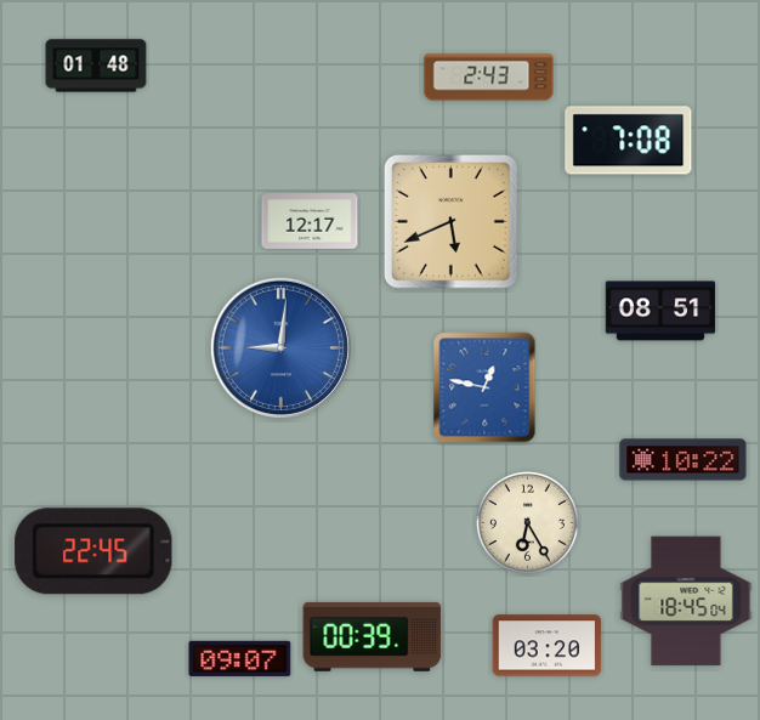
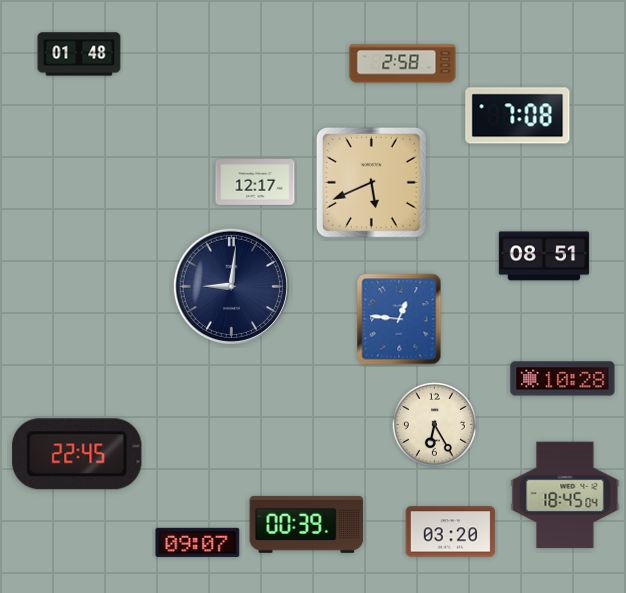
clock at (489, 78): 2:43 -> 2:58
clock at (280, 347) dial: blue -> navy
clock at (484, 387): 12:47 -> 12:46
clock at (684, 460): 10:22 -> 10:28
clock at (527, 522) position: (527, 522) -> (434, 424)
